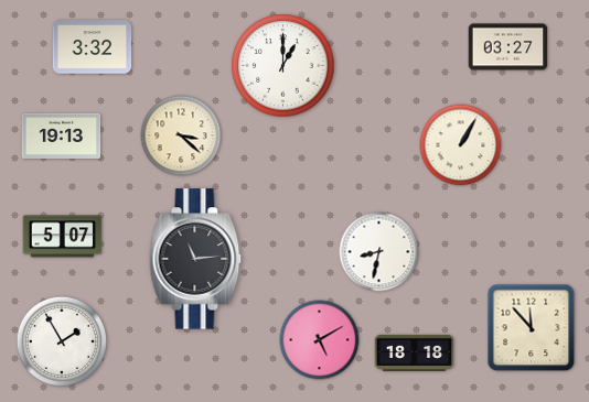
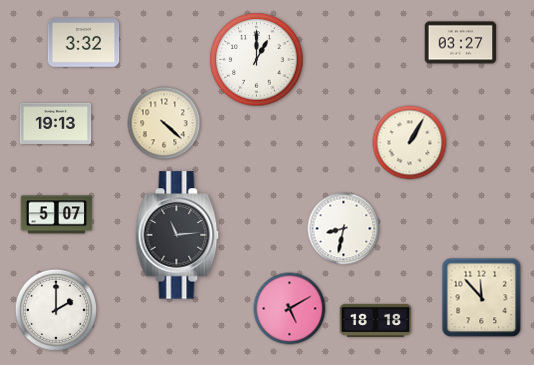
clock at (181, 135): 3:22 -> 4:22
clock at (461, 145) position: (461, 145) -> (410, 143)
clock at (61, 340): 1:55 -> 2:00
